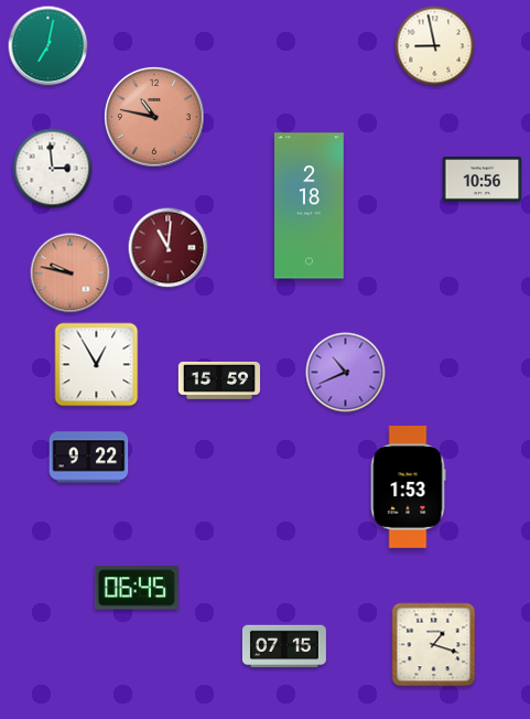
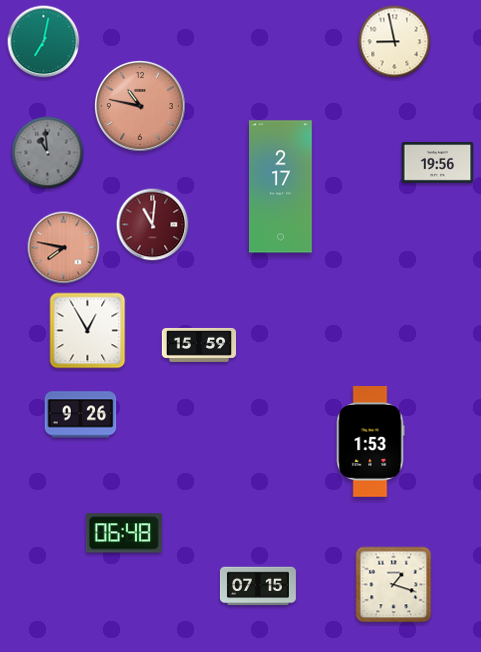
clock at (53, 169): 2:59 -> 10:59
clock at (53, 169) dial: white -> grey
clock at (483, 180): 10:56 -> 19:56
clock at (310, 206): 2:18 -> 2:17
clock at (71, 273): 9:47 -> 7:47
clock at (346, 373): 10:41 -> none
clock at (89, 458): 9:22 -> 9:26
clock at (137, 588): 06:45 -> 06:48
